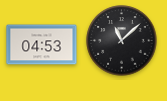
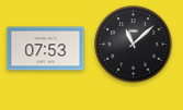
clock at (42, 45): 04:53 -> 07:53
